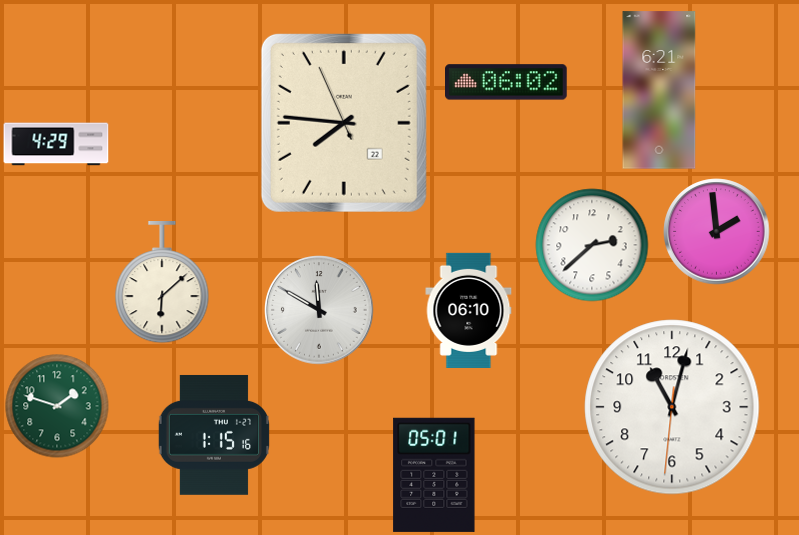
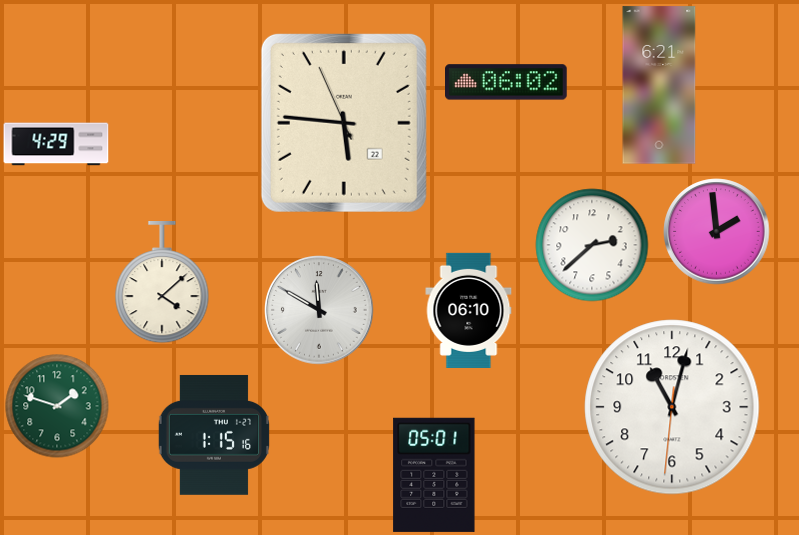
clock at (659, 90) position: (659, 90) -> (659, 85)
clock at (344, 123): 7:45 -> 5:45
clock at (162, 283): 6:08 -> 4:08
